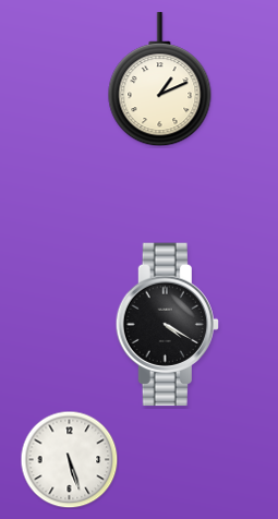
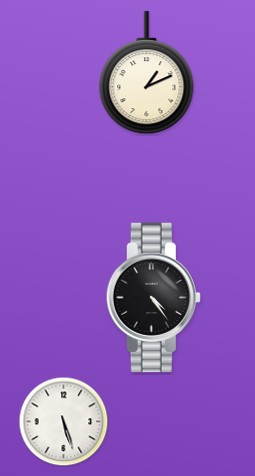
clock at (167, 325): 4:20 -> 4:24
